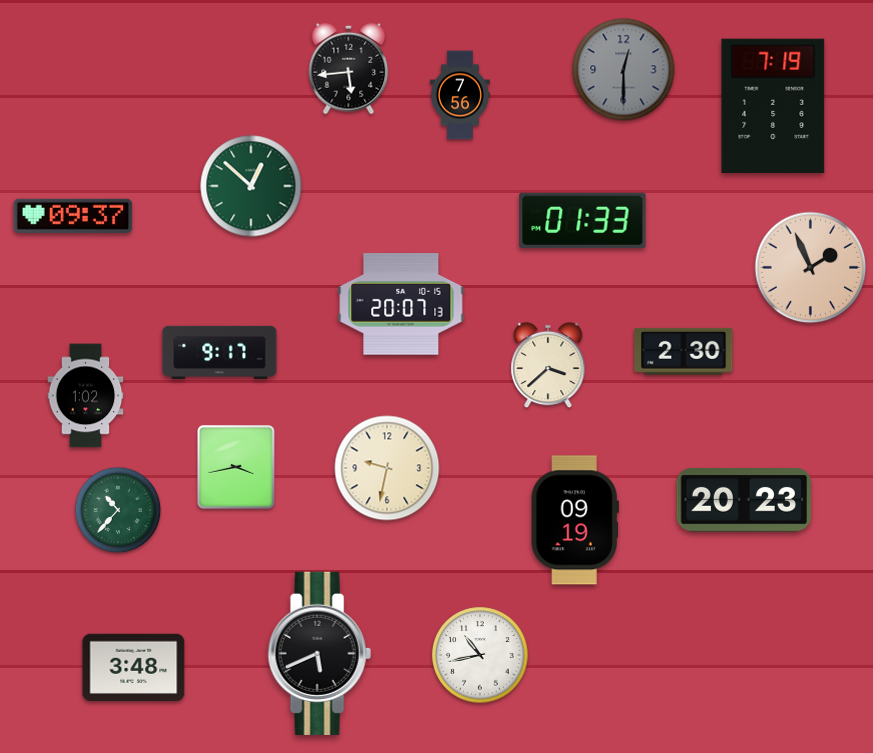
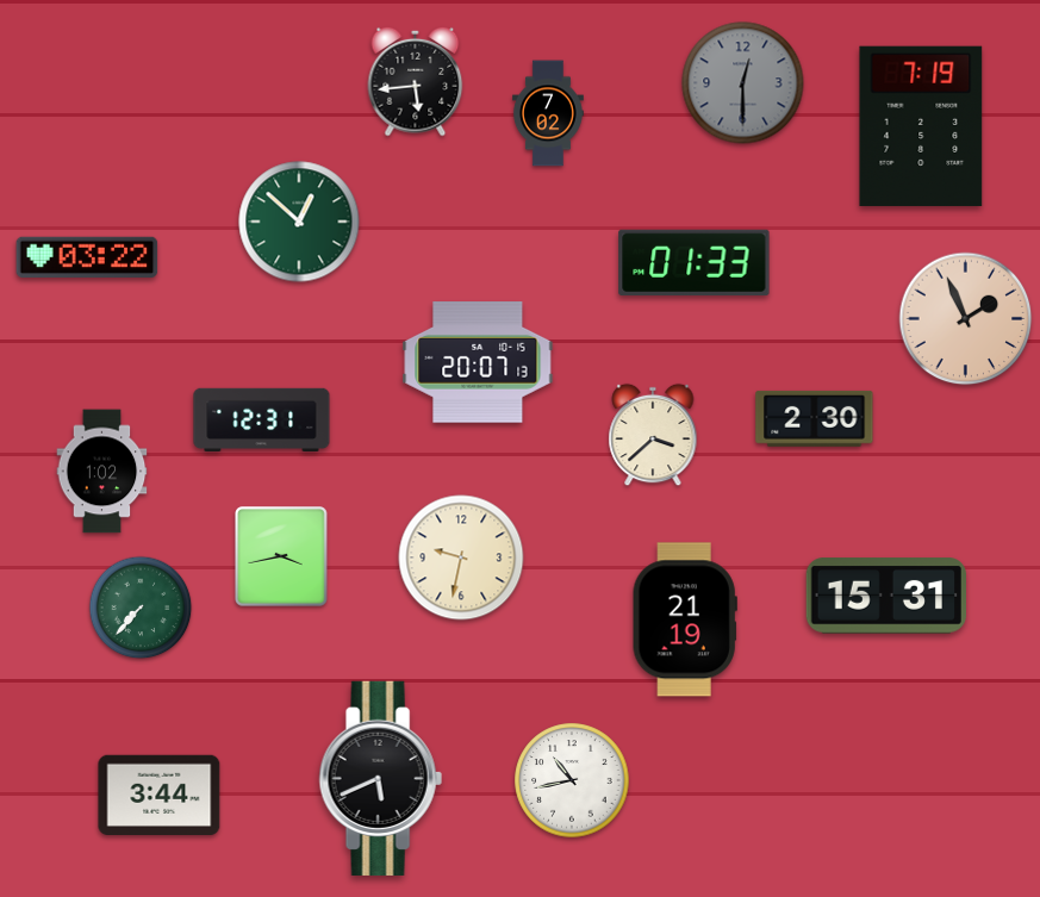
clock at (460, 95): 7:56 -> 7:02
clock at (73, 216): 09:37 -> 03:22
clock at (220, 353): 9:17 -> 12:31
clock at (743, 500): 20:23 -> 15:31
clock at (118, 510): 10:37 -> 7:37
clock at (575, 520): 09:19 -> 21:19
clock at (134, 667): 3:48 -> 3:44
